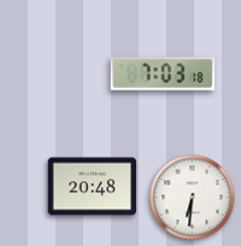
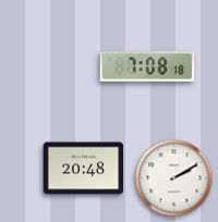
clock at (163, 74): 7:03 -> 7:08
clock at (193, 198): 6:31 -> 2:10
